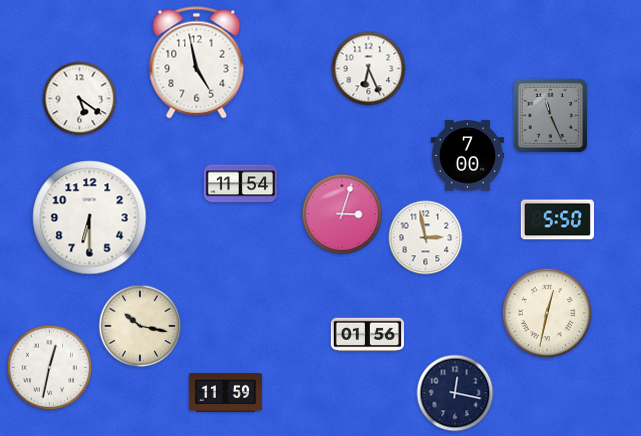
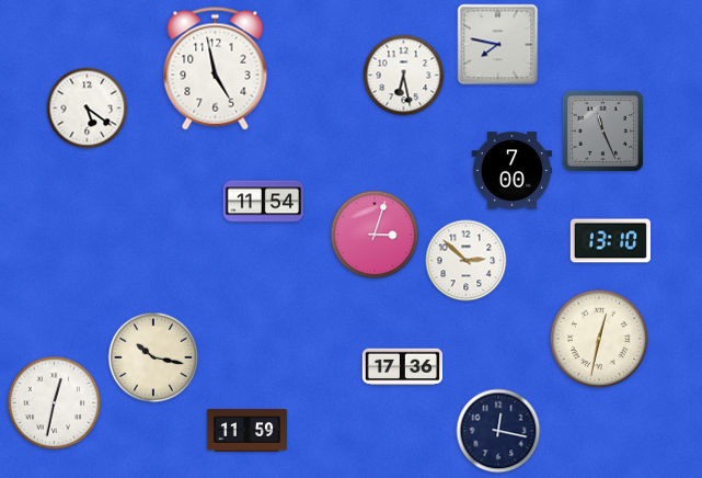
clock at (498, 45): none -> 7:47
clock at (369, 69): 6:26 -> 6:28
clock at (550, 115) position: (550, 115) -> (602, 130)
clock at (90, 218): 6:30 -> none
clock at (557, 220): 5:50 -> 13:10
clock at (426, 238): 2:58 -> 2:52
clock at (547, 313) position: (547, 313) -> (599, 339)
clock at (367, 335): 01:56 -> 17:36
